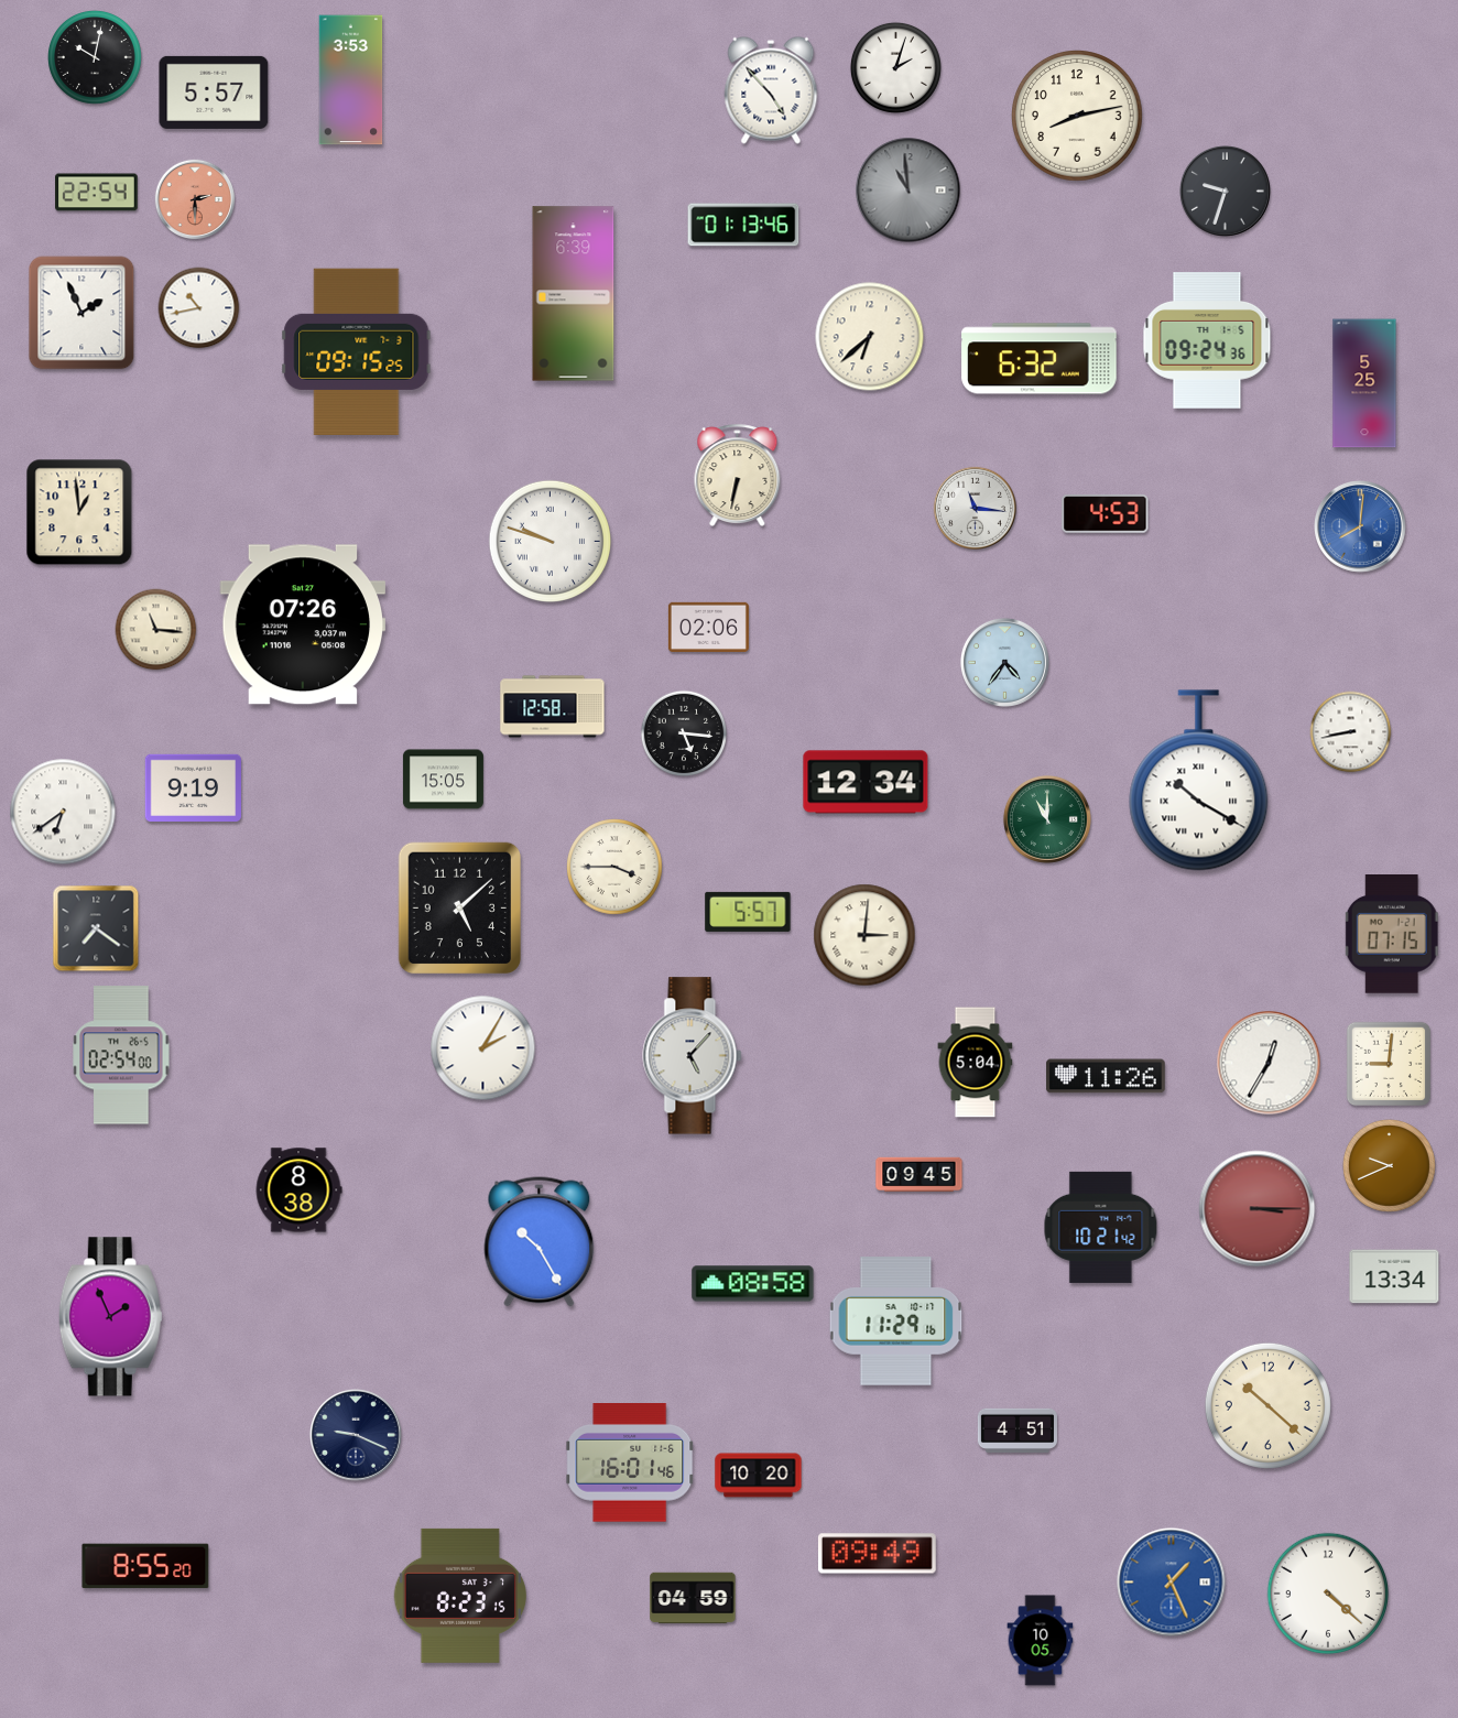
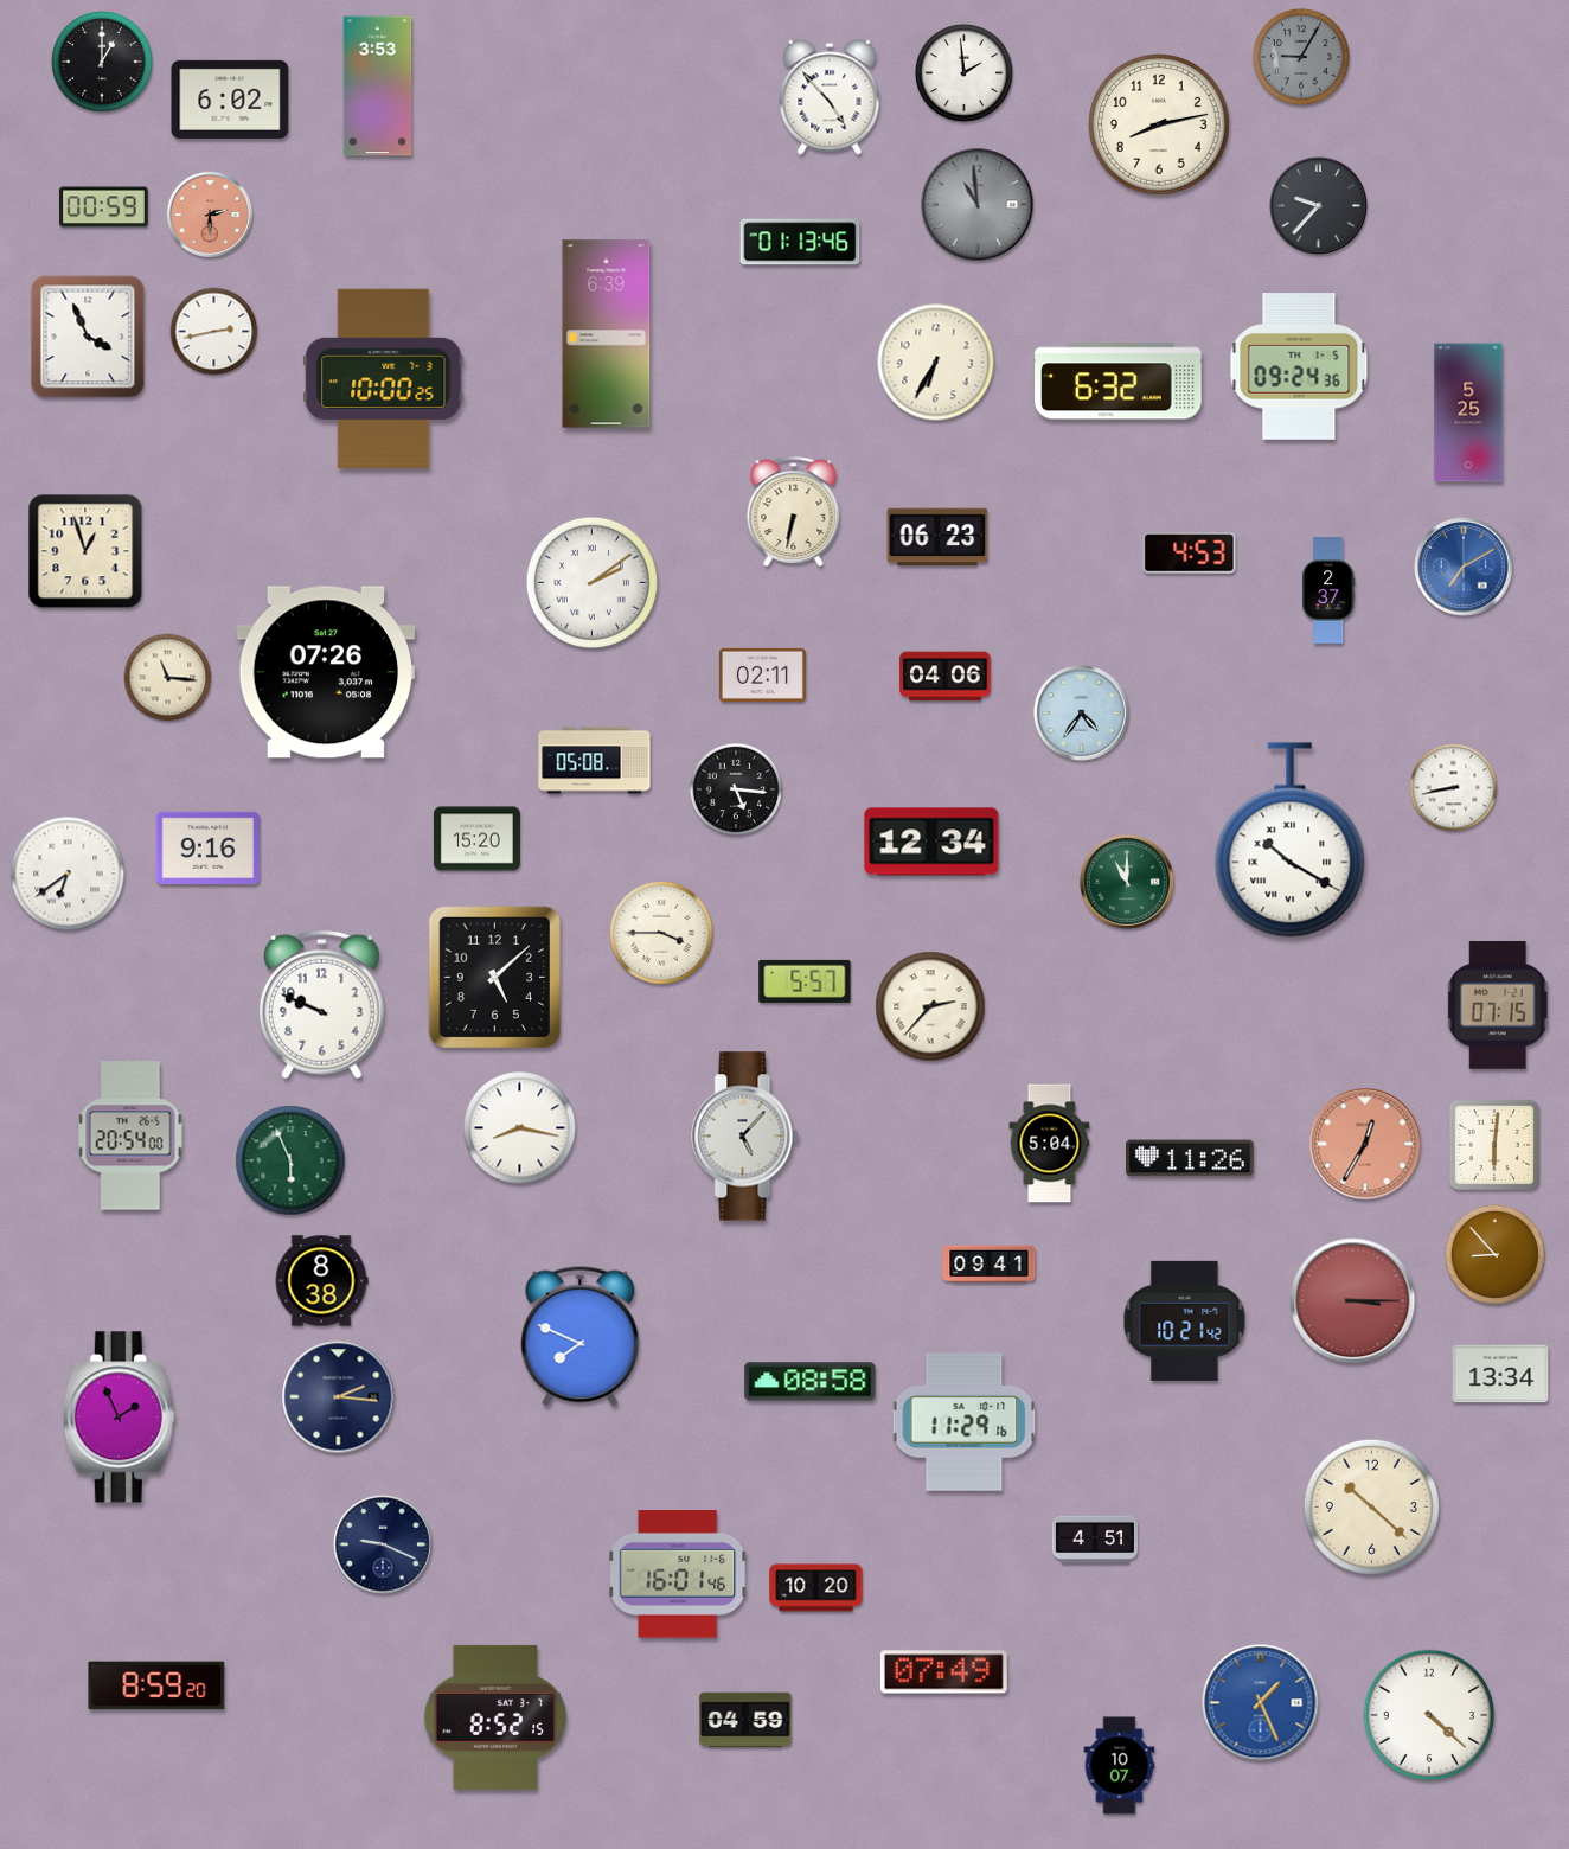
clock at (1301, 57): none -> 9:05
clock at (96, 58): 10:02 -> 1:00
clock at (895, 67): 2:03 -> 1:59
clock at (214, 93): 5:57 -> 6:02
clock at (1226, 192): 9:33 -> 9:37
clock at (97, 193): 22:54 -> 00:59
clock at (574, 294) position: (574, 294) -> (607, 334)
clock at (199, 308): 10:43 -> 2:43
clock at (81, 313): 1:56 -> 3:56
clock at (870, 337): 6:38 -> 6:35
clock at (357, 351): 09:15 -> 10:00
clock at (1040, 359) position: (1040, 359) -> (1119, 382)
clock at (937, 537): none -> 06:23
clock at (975, 508): 11:16 -> none
clock at (79, 512): 12:59 -> 12:57
clock at (1361, 528): 8:01 -> 7:10
clock at (550, 541): 9:48 -> 2:09
clock at (1328, 591): none -> 2:37
clock at (708, 627): 02:06 -> 02:11
clock at (946, 677): none -> 04:06
clock at (553, 707): 12:58 -> 05:08
clock at (443, 780): 15:05 -> 15:20
clock at (193, 787): 9:19 -> 9:16
clock at (96, 928): 7:21 -> none
clock at (321, 1005): none -> 9:49
clock at (864, 935): 3:01 -> 2:37
clock at (483, 1048): 2:05 -> 8:17
clock at (121, 1055): 02:54 -> 20:54
clock at (1269, 1063) dial: white -> salmon
clock at (1389, 1064): 9:01 -> 6:01
clock at (290, 1160): none -> 5:56
clock at (1389, 1165): 9:41 -> 8:53
clock at (920, 1175): 09:45 -> 09:41
clock at (540, 1242): 10:25 -> 7:49
clock at (339, 1397): none -> 2:16
clock at (1267, 1405) position: (1267, 1405) -> (1371, 1506)
clock at (877, 1554): 09:49 -> 07:49
clock at (145, 1566): 8:55 -> 8:59
clock at (460, 1596): 8:23 -> 8:52
clock at (1041, 1641): 10:05 -> 10:07
